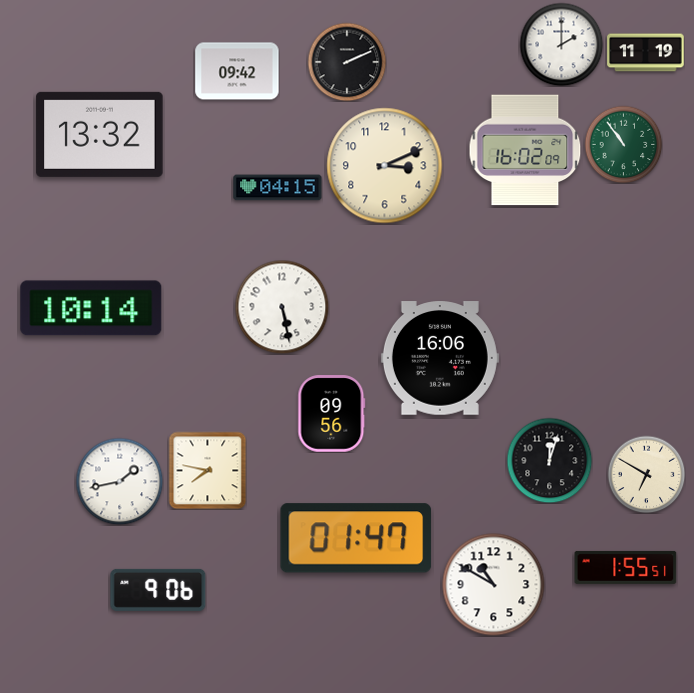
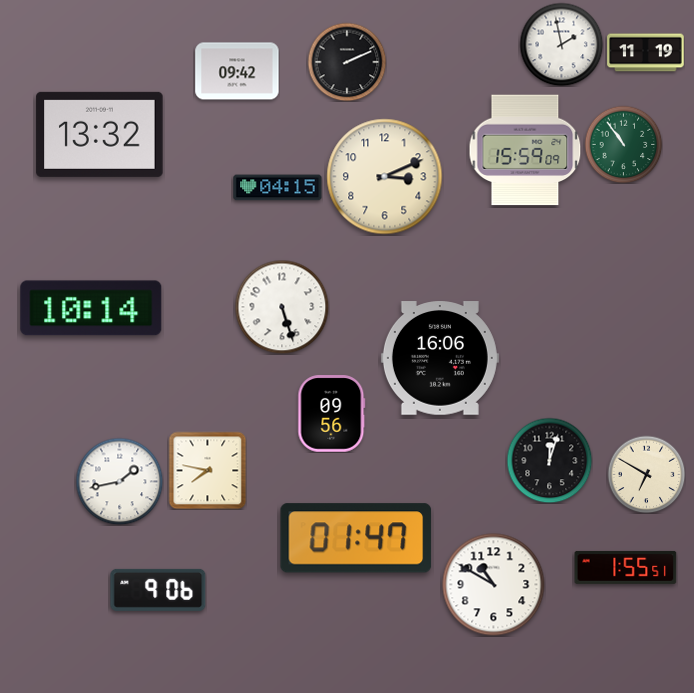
clock at (561, 44): 2:00 -> 1:58
clock at (525, 150): 16:02 -> 15:59
clock at (385, 166) position: (385, 166) -> (385, 177)
clock at (282, 307): 5:28 -> 5:27
